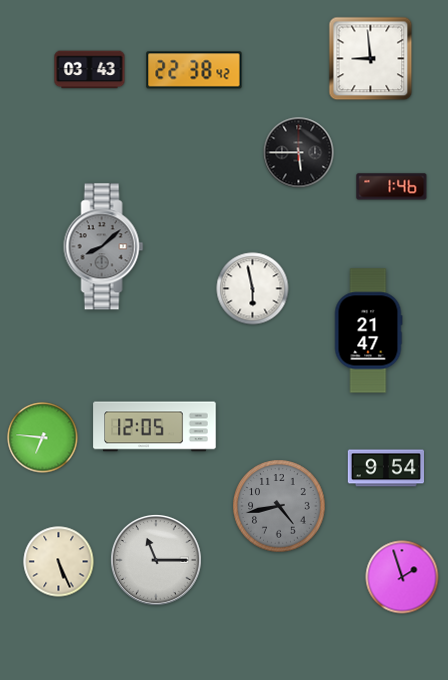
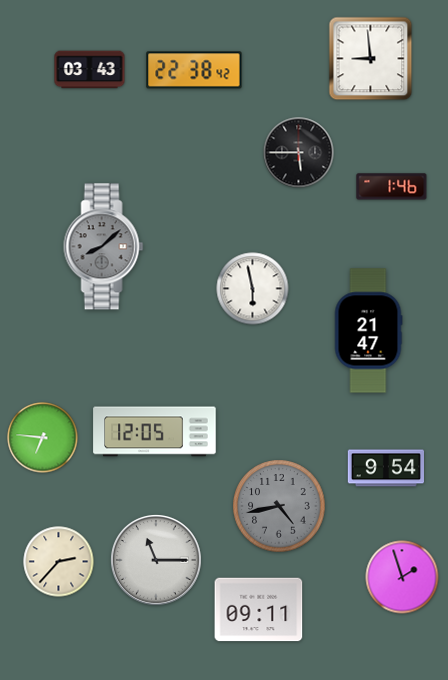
clock at (155, 427) position: (155, 427) -> (155, 432)
clock at (59, 562): 5:26 -> 2:37
clock at (259, 610): none -> 09:11
